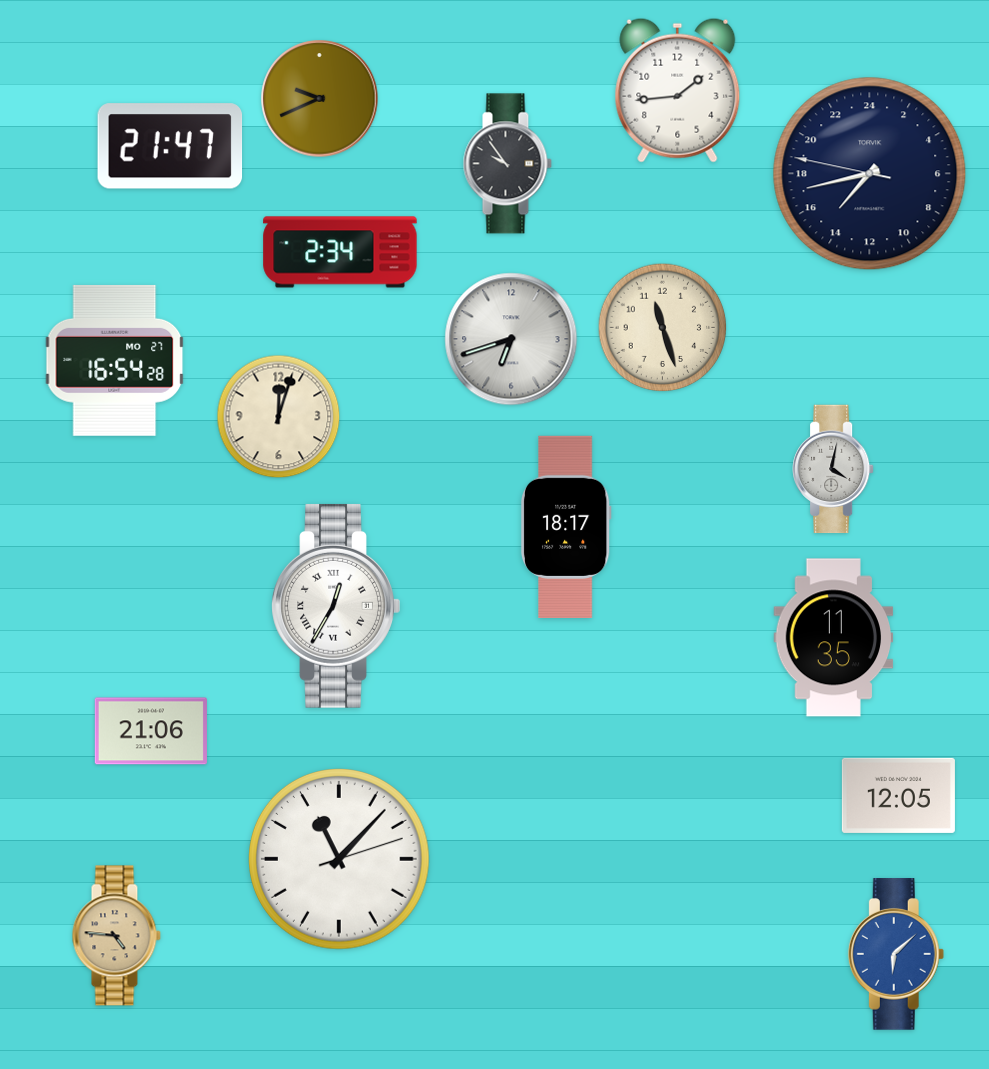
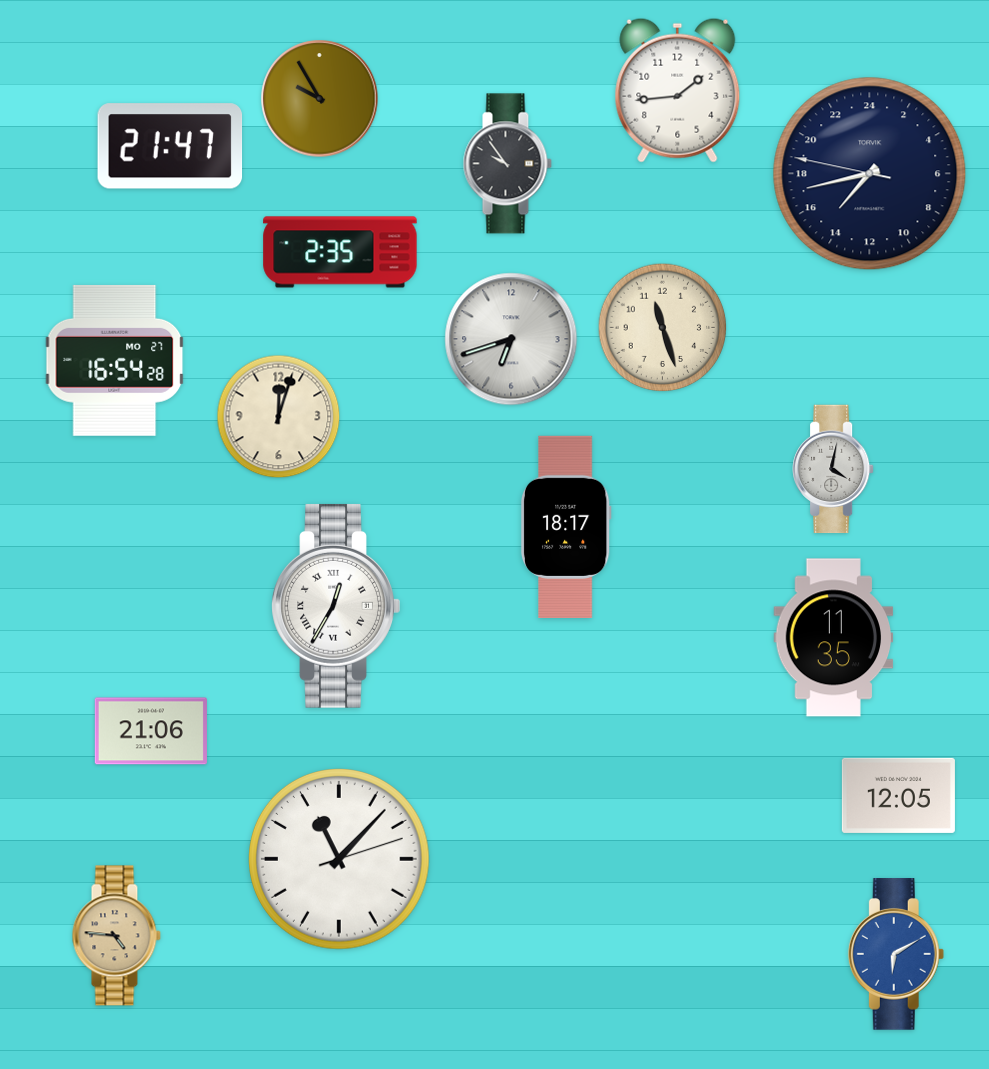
clock at (320, 99): 9:41 -> 9:55
clock at (340, 252): 2:34 -> 2:35
clock at (896, 954): 6:08 -> 6:10
